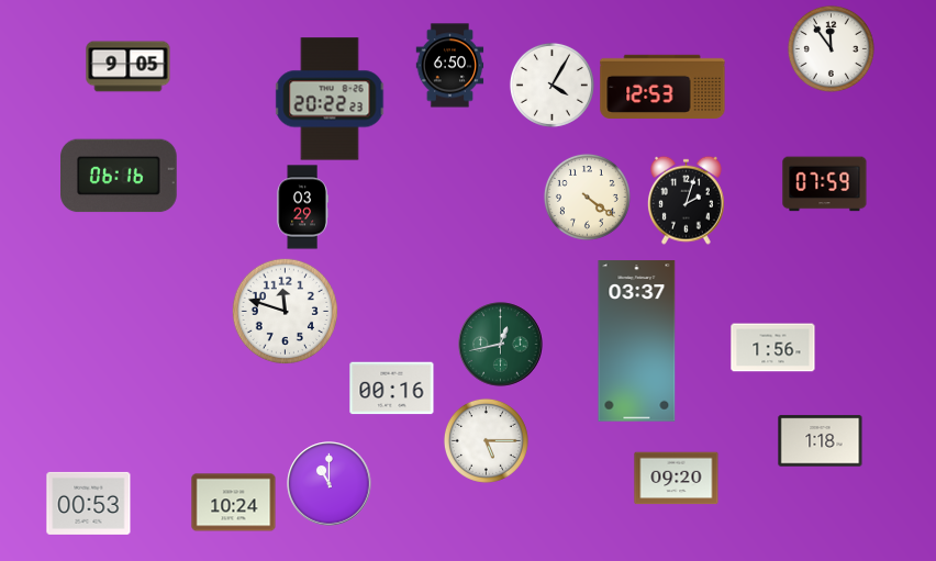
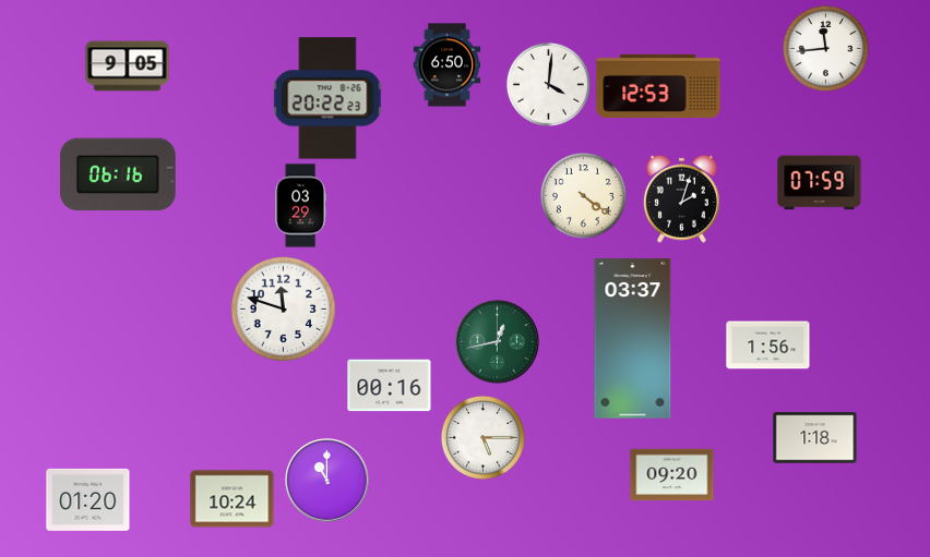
clock at (831, 48): 11:54 -> 11:44
clock at (551, 85): 4:05 -> 4:01
clock at (89, 503): 00:53 -> 01:20
